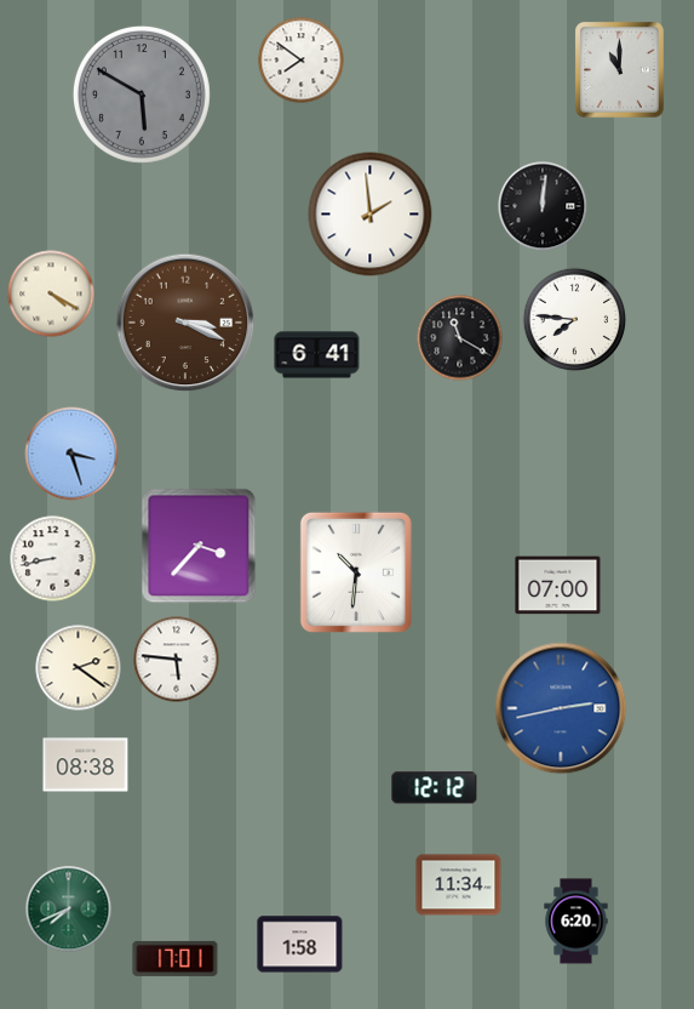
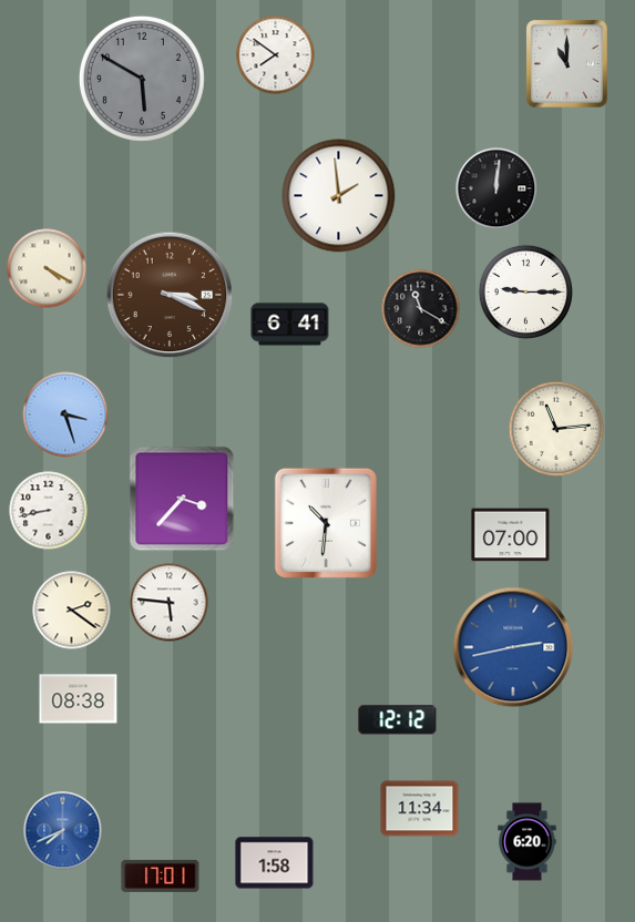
clock at (142, 95) position: (142, 95) -> (142, 79)
clock at (575, 320): 7:46 -> 9:15
clock at (556, 429): none -> 11:14
clock at (177, 660) position: (177, 660) -> (170, 603)
clock at (69, 910) dial: green -> blue
